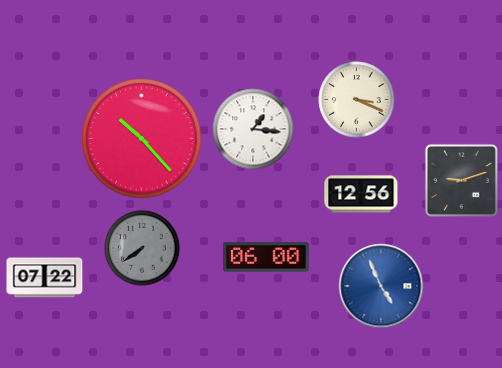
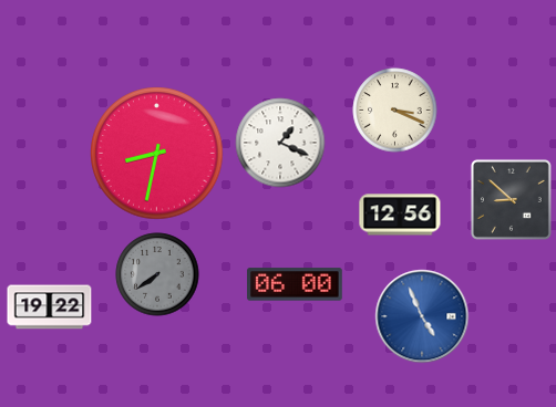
clock at (253, 129): 1:16 -> 1:19
clock at (142, 139): 10:23 -> 8:32
clock at (461, 180): 9:12 -> 8:52
clock at (45, 278): 07:22 -> 19:22
